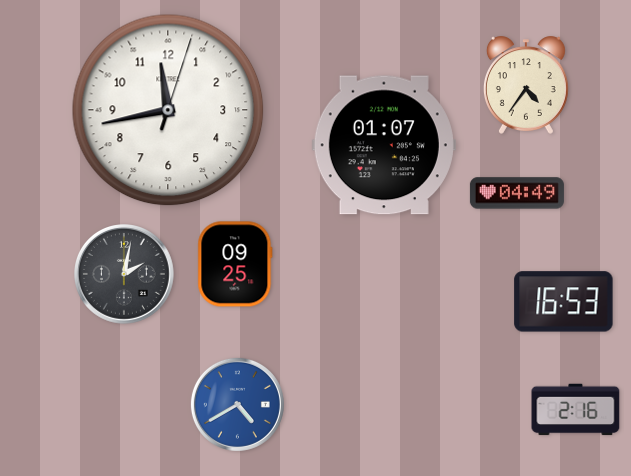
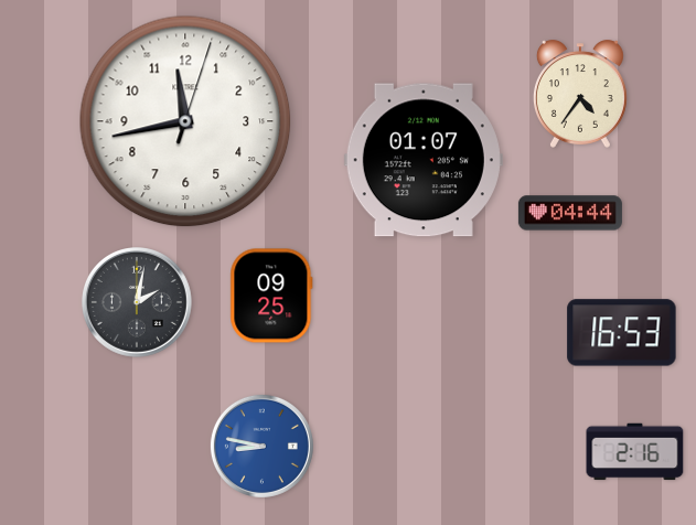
clock at (517, 193): 04:49 -> 04:44
clock at (235, 264) position: (235, 264) -> (271, 296)
clock at (237, 404): 4:40 -> 8:47
